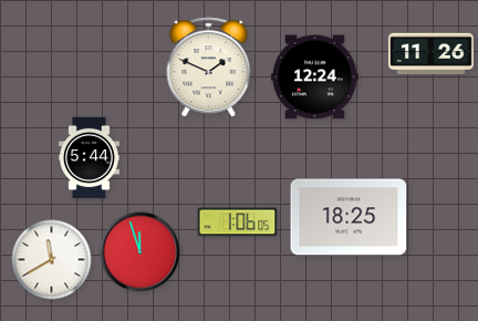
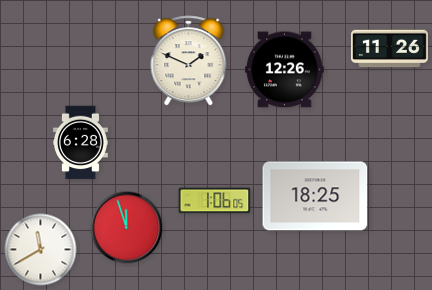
clock at (315, 77): 12:24 -> 12:26
clock at (89, 158): 5:44 -> 6:28
clock at (52, 260) position: (52, 260) -> (41, 250)
